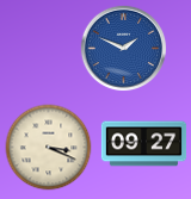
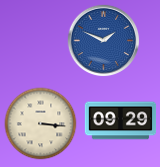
clock at (144, 144): 09:27 -> 09:29
clock at (49, 148): 3:19 -> 3:16
